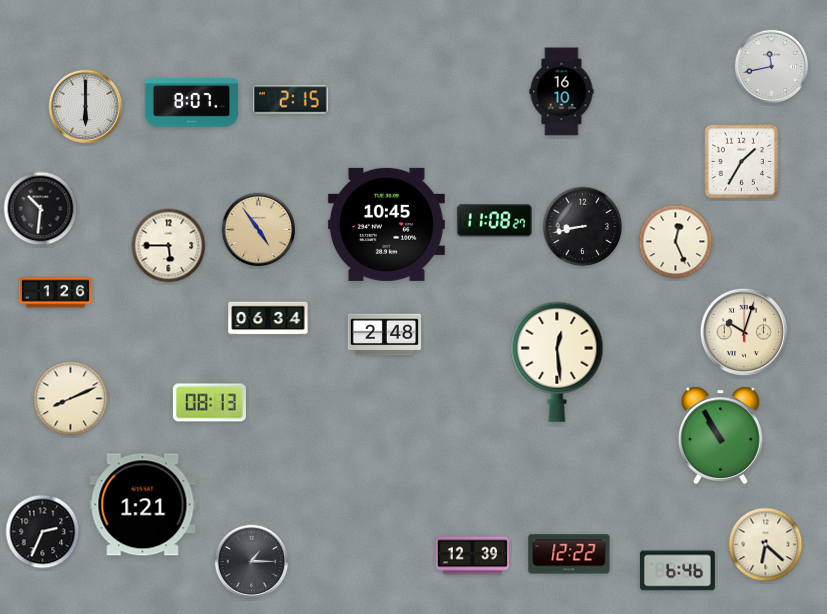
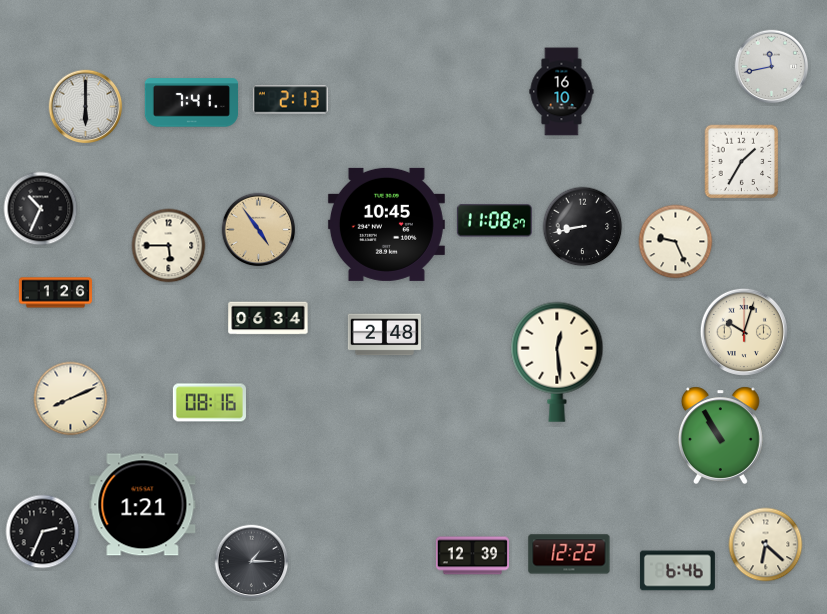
clock at (290, 100): 2:15 -> 2:13
clock at (191, 103): 8:07 -> 7:41
clock at (41, 209): 10:31 -> 10:34
clock at (676, 242): 12:26 -> 9:26
clock at (209, 403): 08:13 -> 08:16
